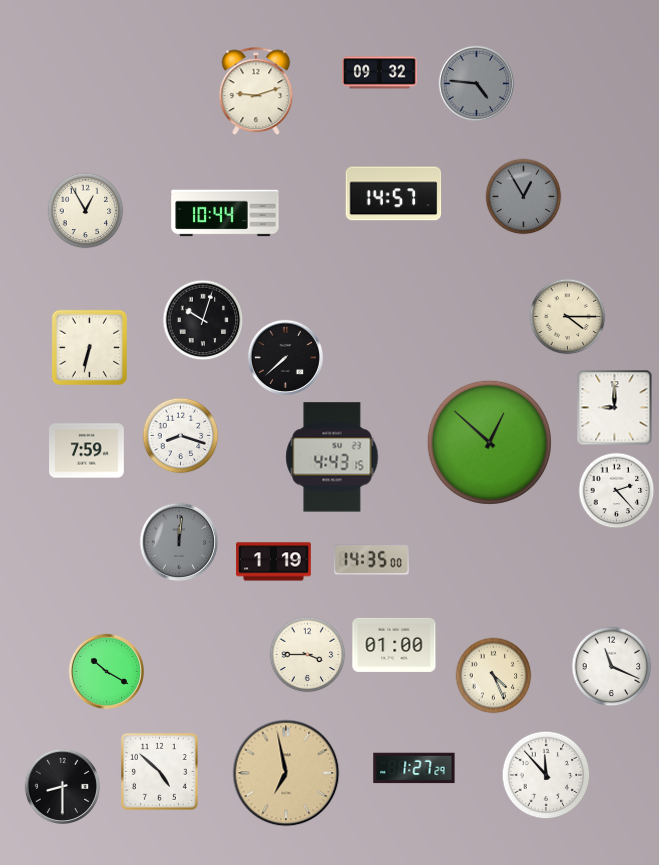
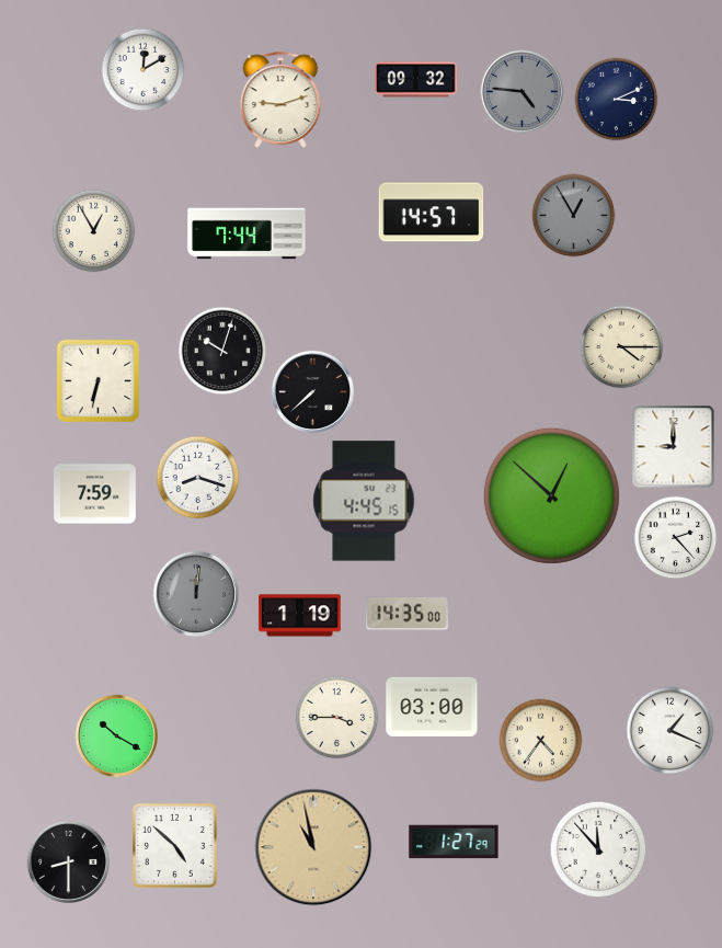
clock at (144, 70): none -> 12:10
clock at (617, 100): none -> 3:11
clock at (225, 213): 10:44 -> 7:44
clock at (489, 442) position: (489, 442) -> (551, 495)
clock at (332, 457): 4:43 -> 4:45
clock at (394, 645): 01:00 -> 03:00
clock at (612, 667): 11:19 -> 1:19
clock at (494, 676): 4:26 -> 4:36
clock at (286, 773): 6:58 -> 10:58
